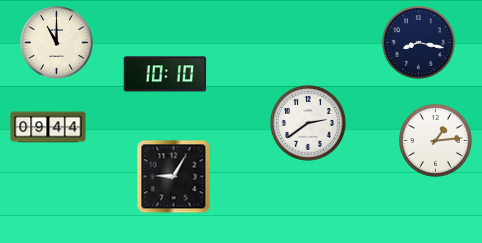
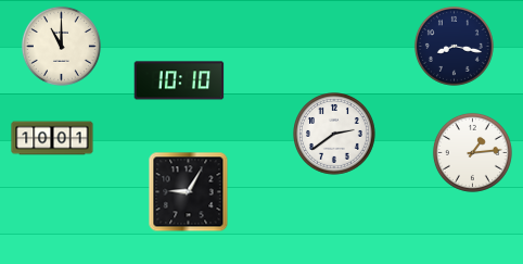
clock at (48, 127): 09:44 -> 10:01
